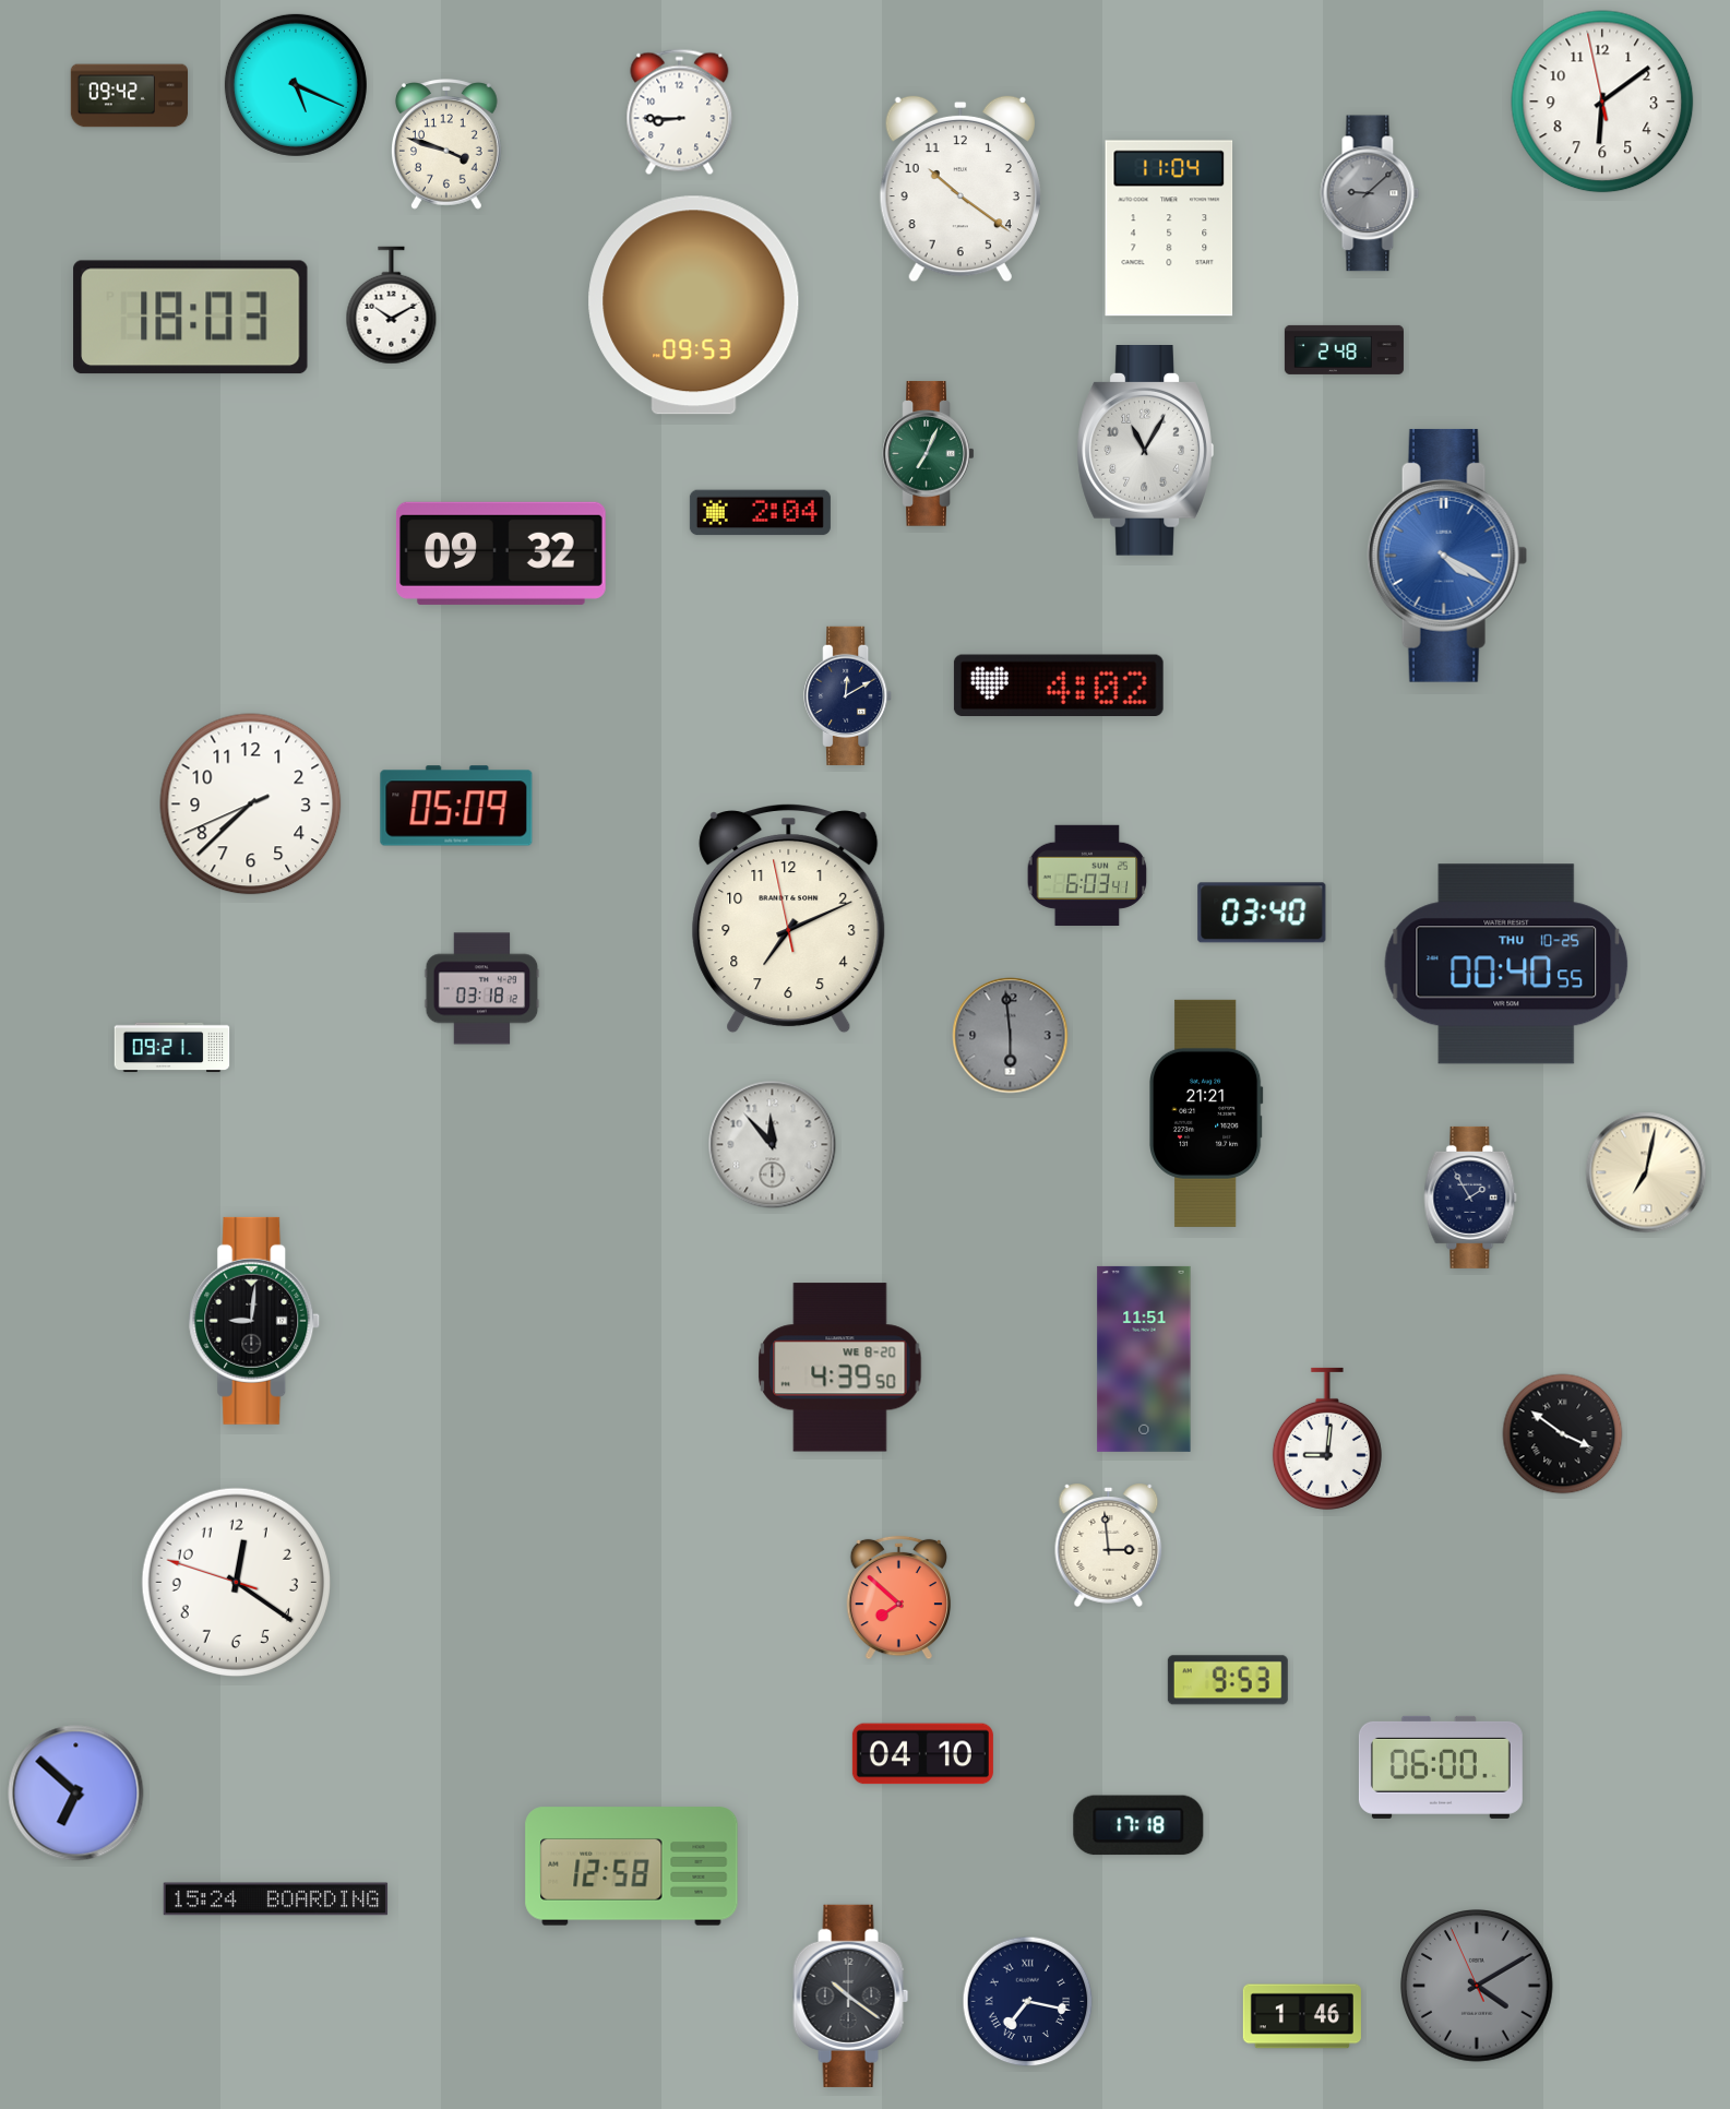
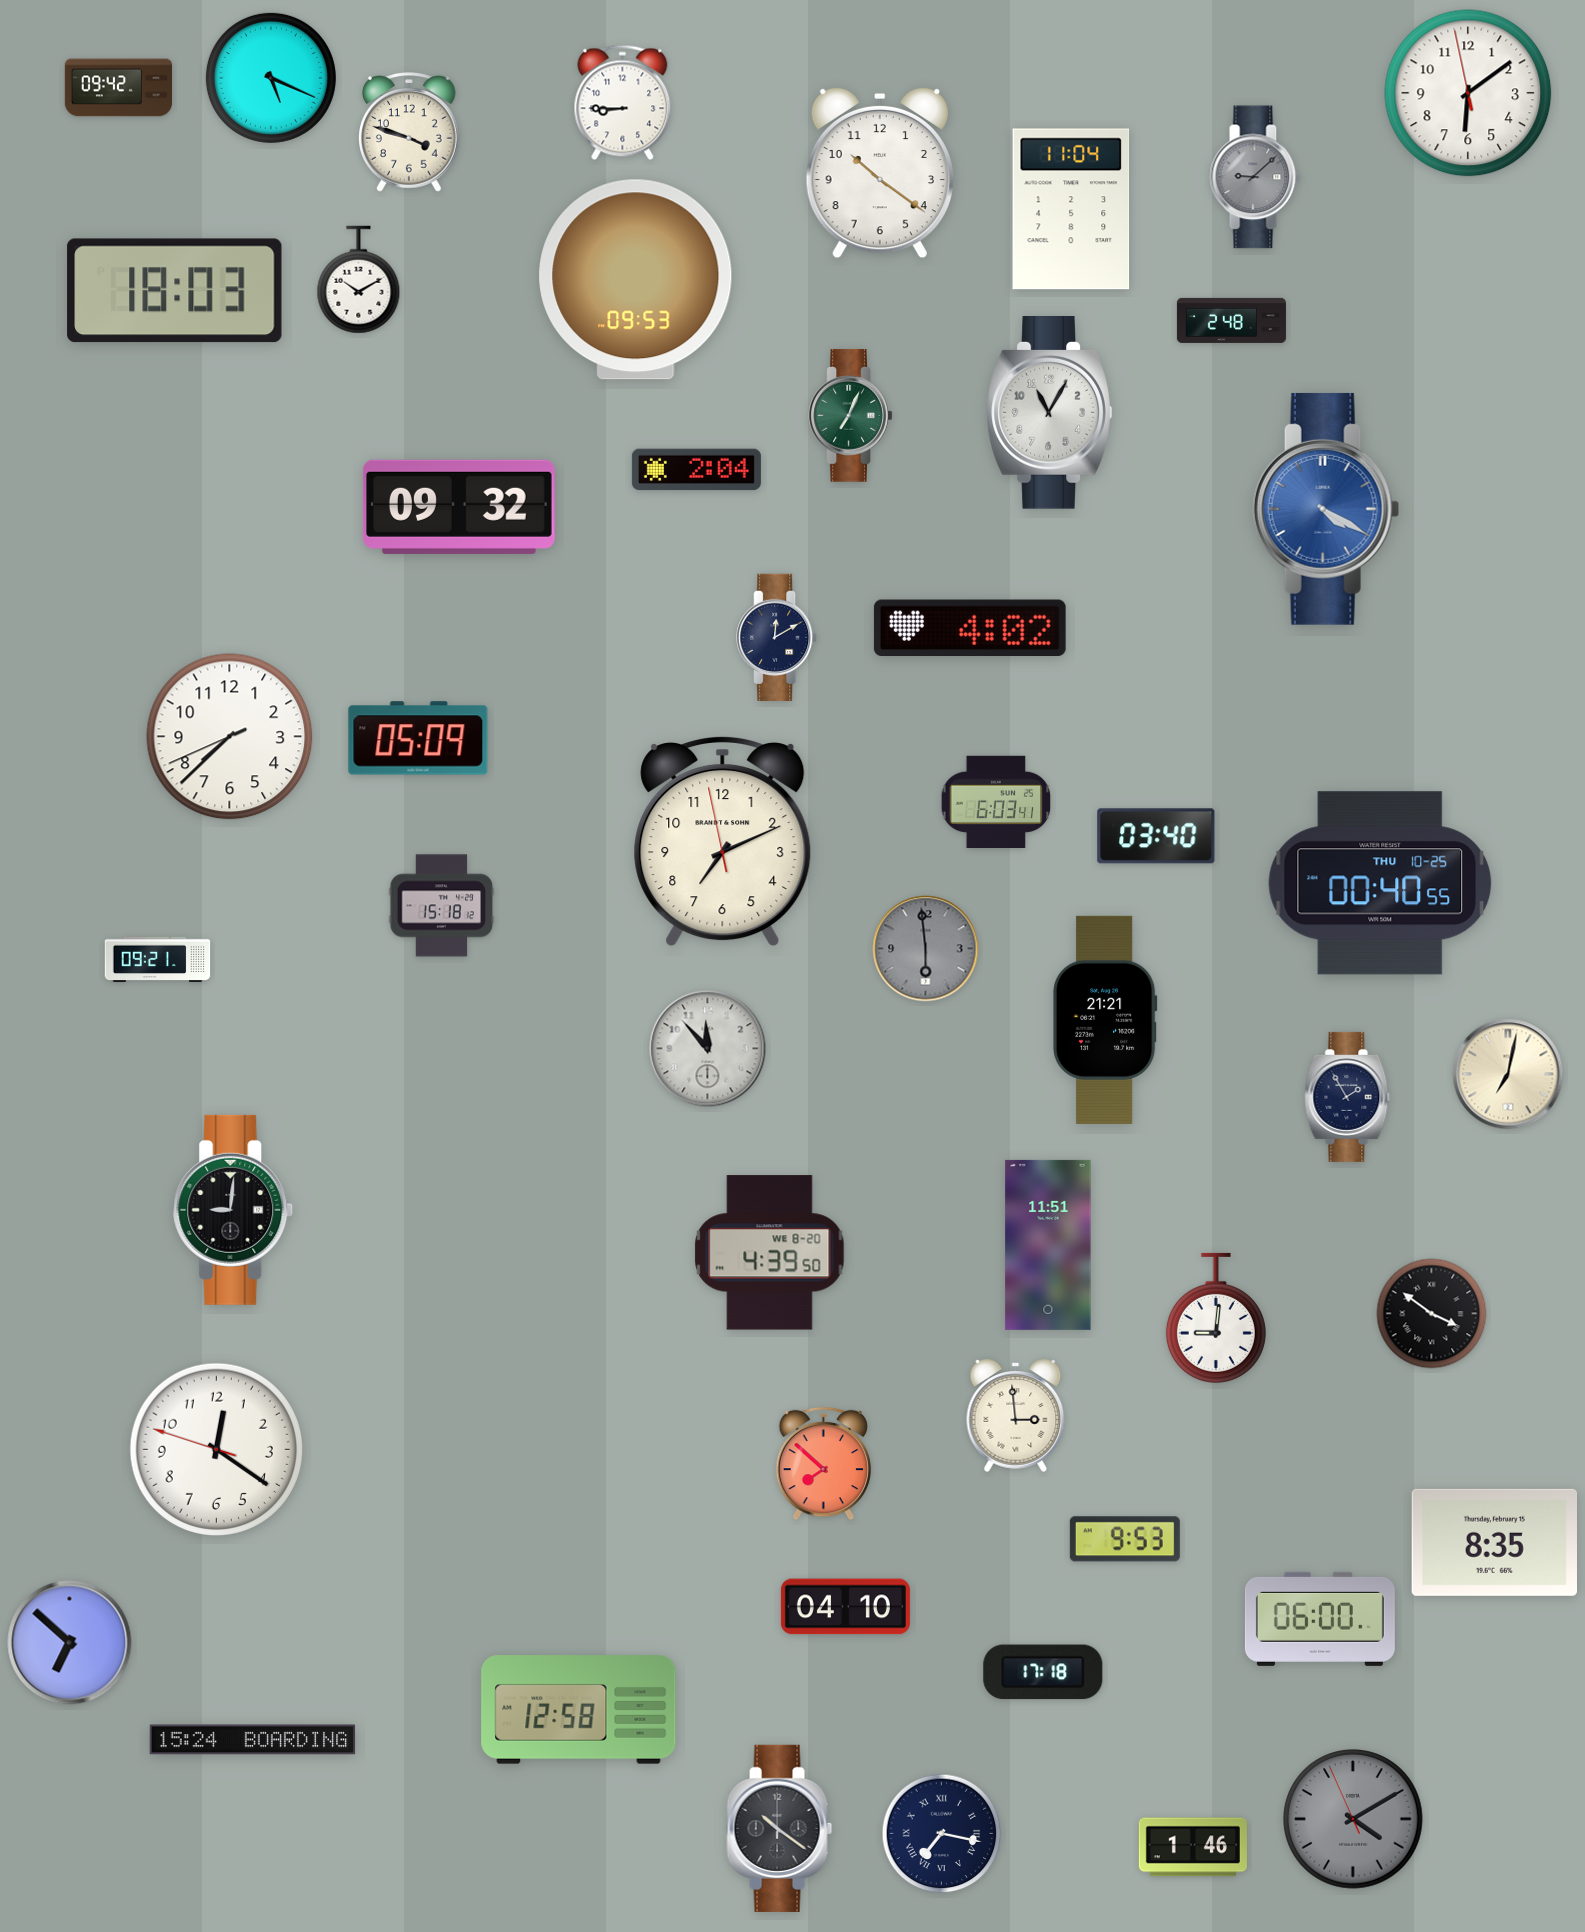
clock at (482, 989): 03:18 -> 15:18
clock at (1494, 1542): none -> 8:35
